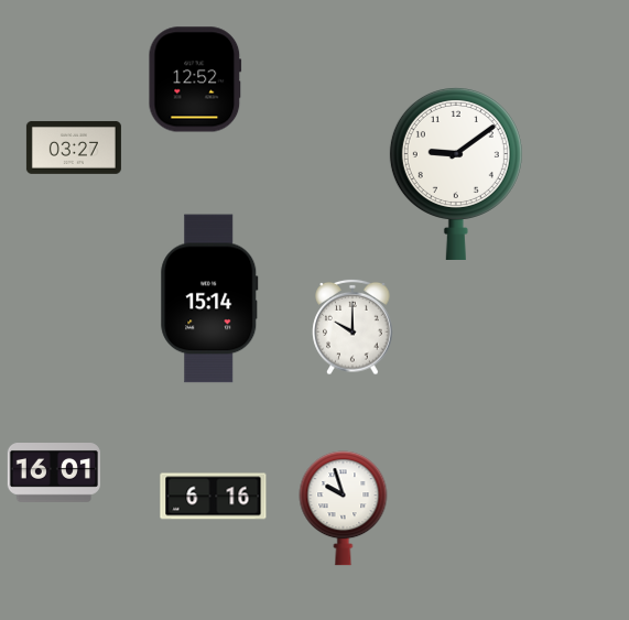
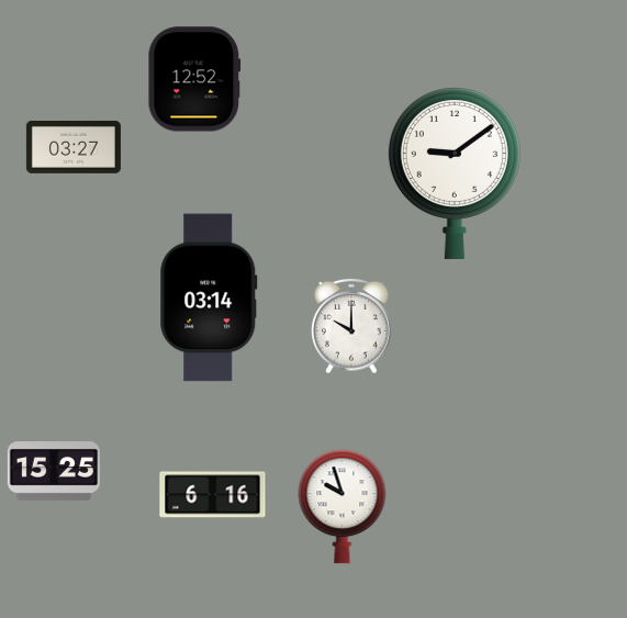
clock at (209, 298): 15:14 -> 03:14
clock at (54, 474): 16:01 -> 15:25
